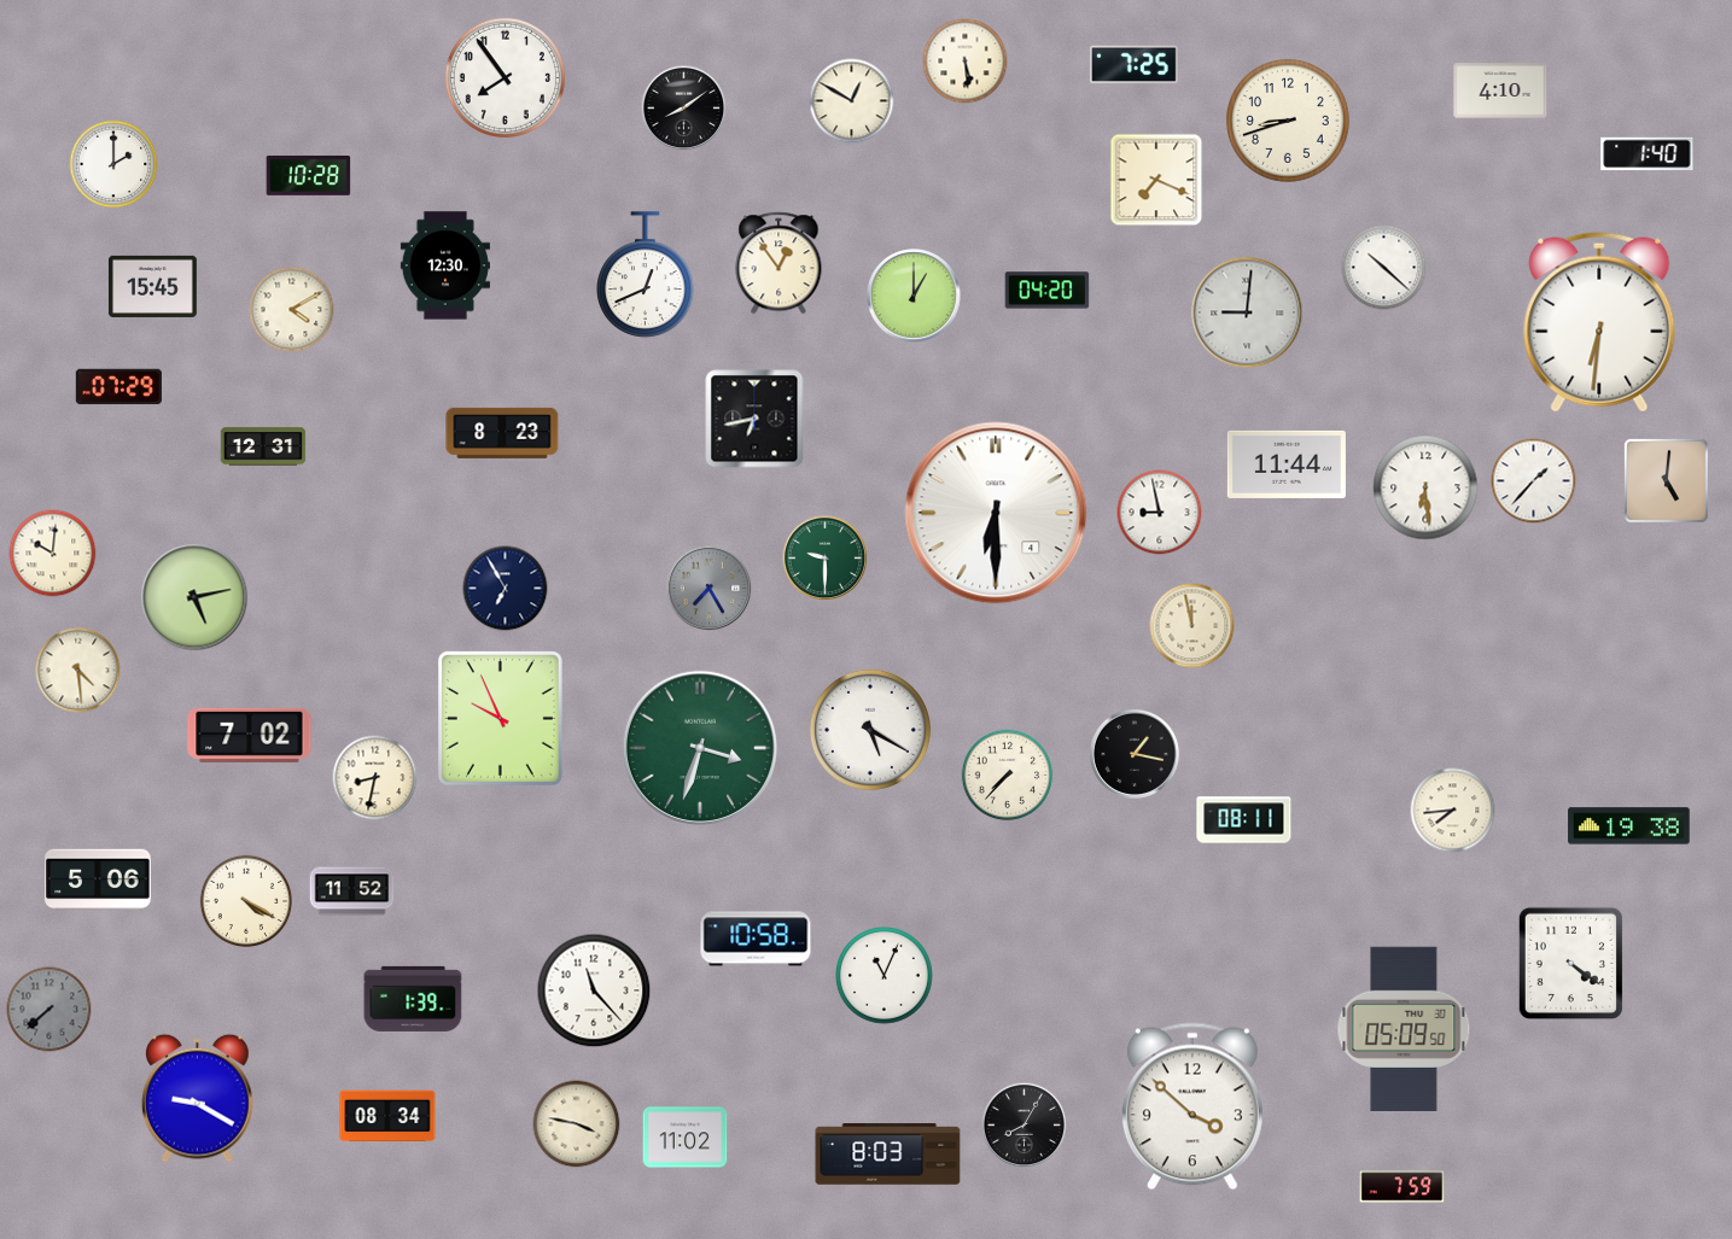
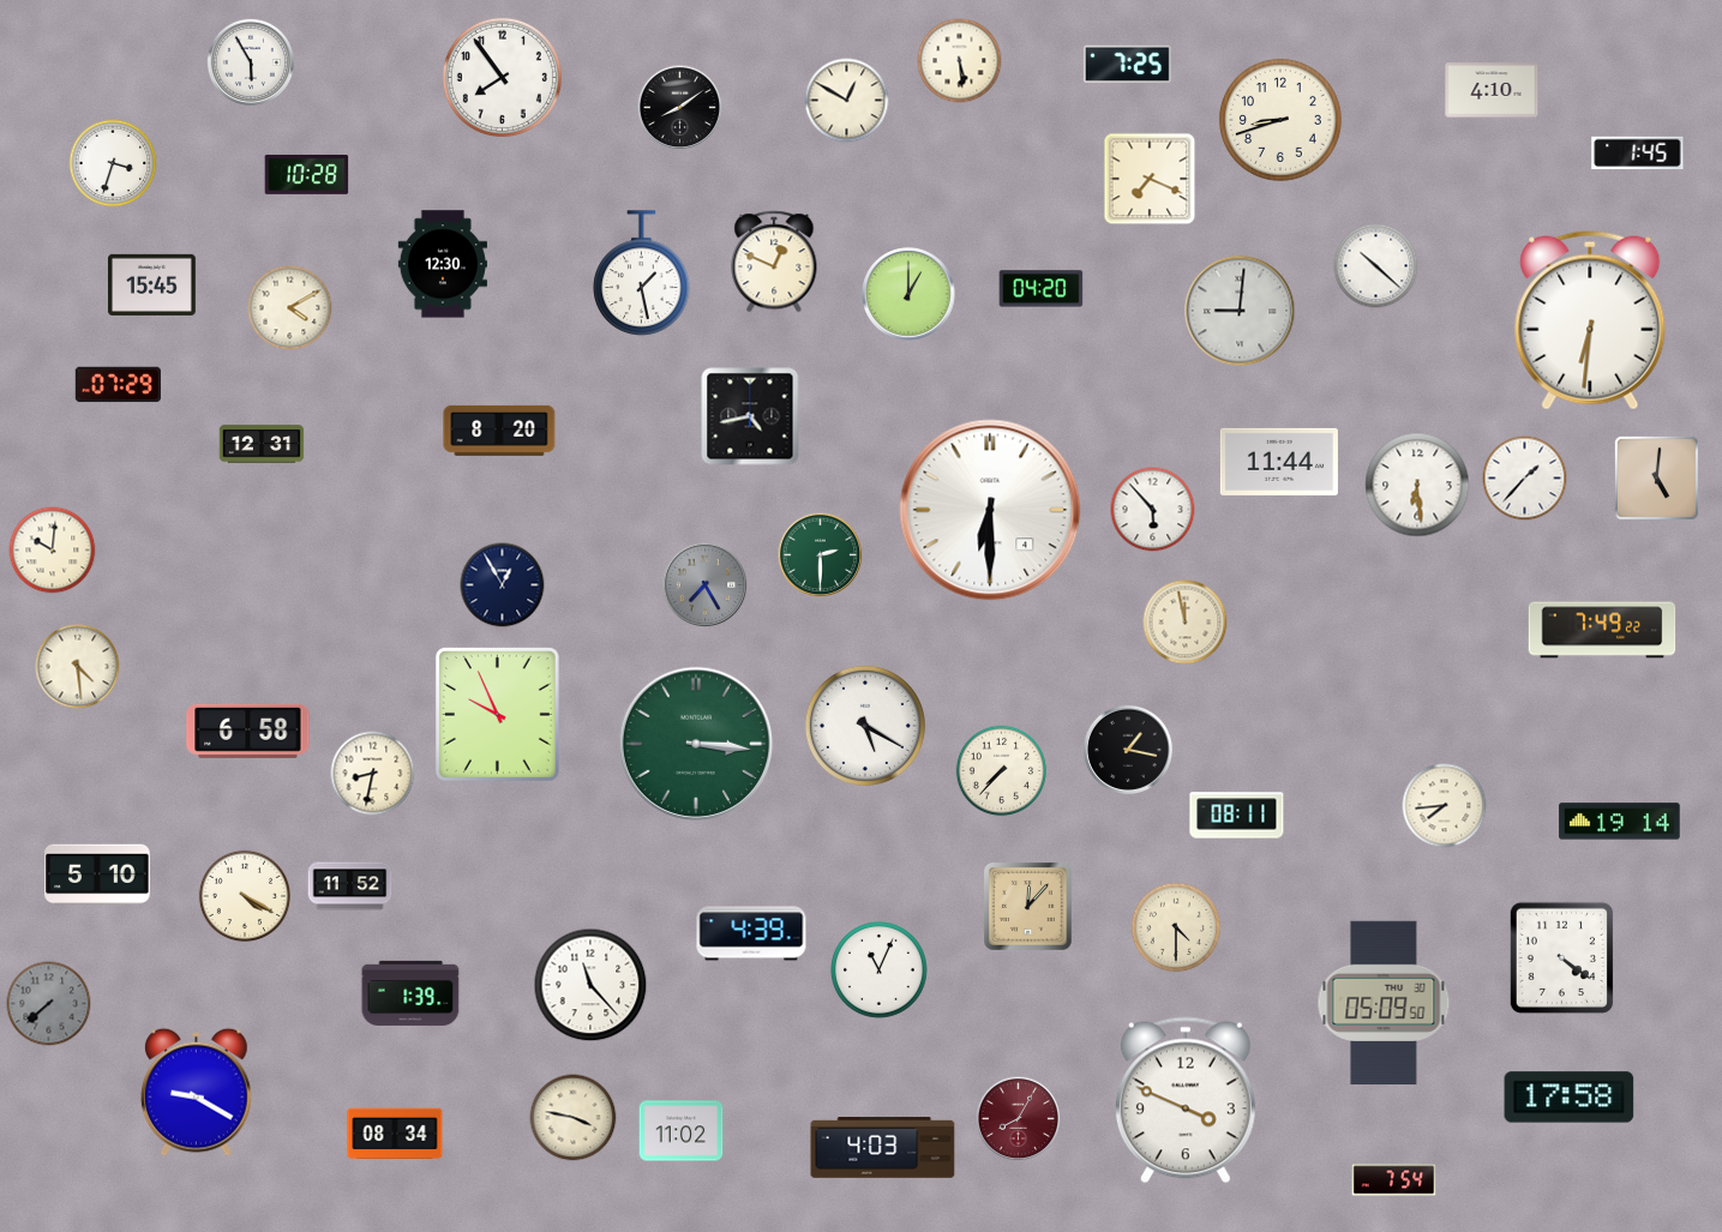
clock at (251, 62): none -> 5:55
clock at (1648, 154): 1:40 -> 1:45
clock at (113, 164): 2:00 -> 3:33
clock at (778, 263): 12:54 -> 12:49
clock at (646, 275): 12:41 -> 1:28
clock at (754, 419): 6:43 -> 4:43
clock at (502, 433): 8:23 -> 8:20
clock at (1160, 513): 8:58 -> 5:53
clock at (826, 559): 9:30 -> 2:30
clock at (506, 589): 6:55 -> 12:55
clock at (194, 597): 5:13 -> none
clock at (1602, 630): none -> 7:49
clock at (250, 735): 7:02 -> 6:58
clock at (700, 748): 3:33 -> 3:16
clock at (1629, 826): 19:38 -> 19:14
clock at (98, 879): 5:06 -> 5:10
clock at (1028, 907): none -> 12:07
clock at (1176, 927): none -> 4:30
clock at (756, 939): 10:58 -> 4:39
clock at (1404, 1028) position: (1404, 1028) -> (1384, 1002)
clock at (1570, 1098): none -> 17:58
clock at (1192, 1106): 3:52 -> 3:49
clock at (387, 1116) position: (387, 1116) -> (395, 1134)
clock at (1025, 1126) dial: black -> burgundy
clock at (888, 1155): 8:03 -> 4:03
clock at (1402, 1187): 7:59 -> 7:54
